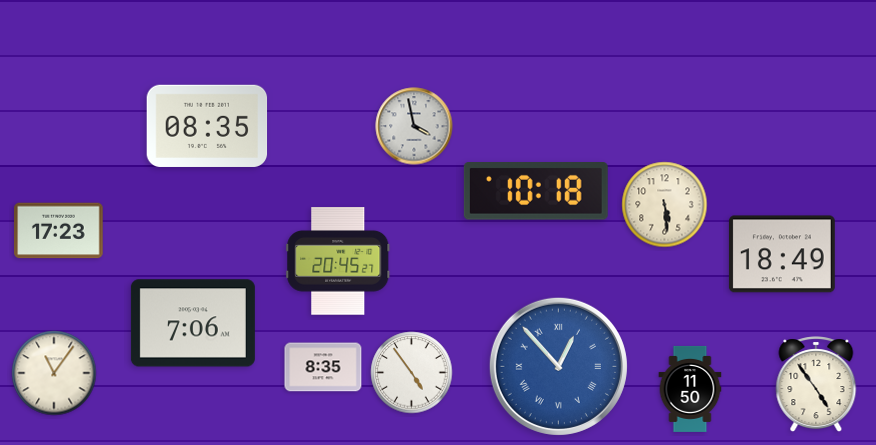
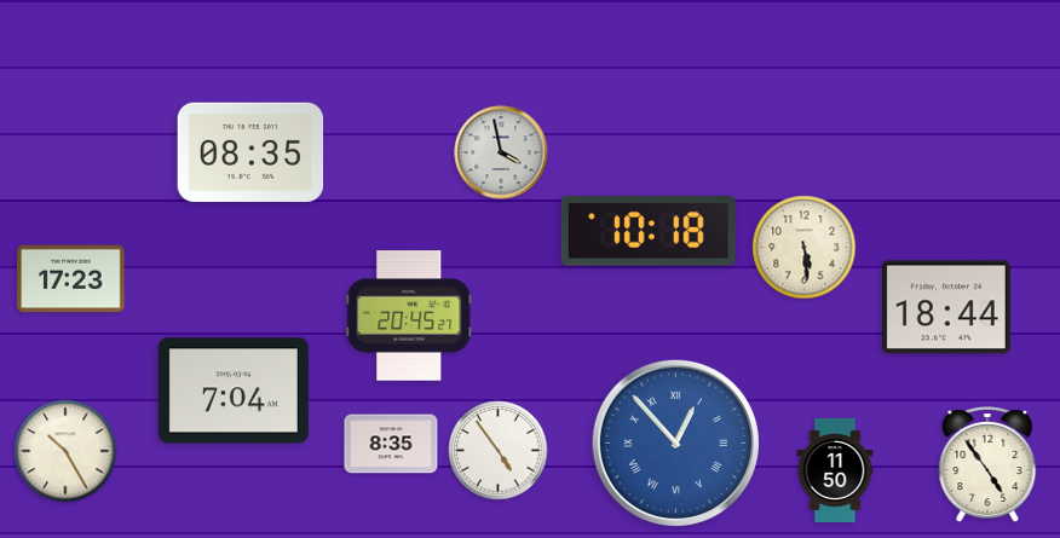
clock at (782, 254): 18:49 -> 18:44
clock at (193, 323): 7:06 -> 7:04
clock at (54, 373): 11:06 -> 10:25
